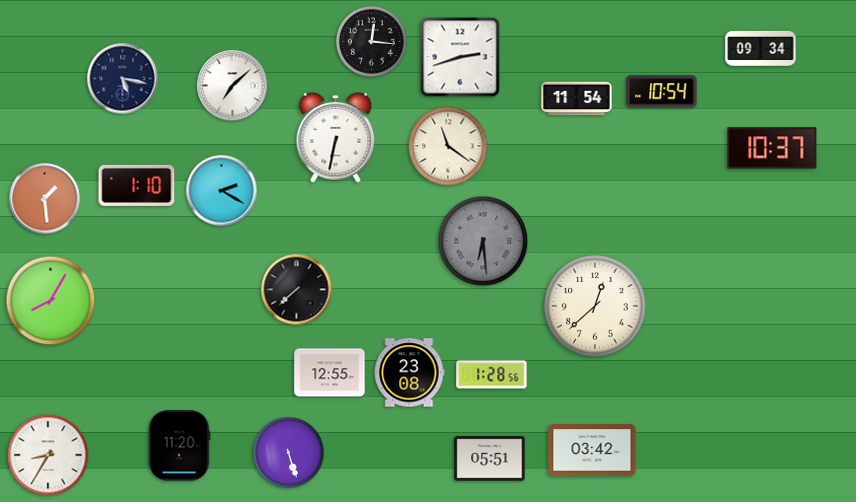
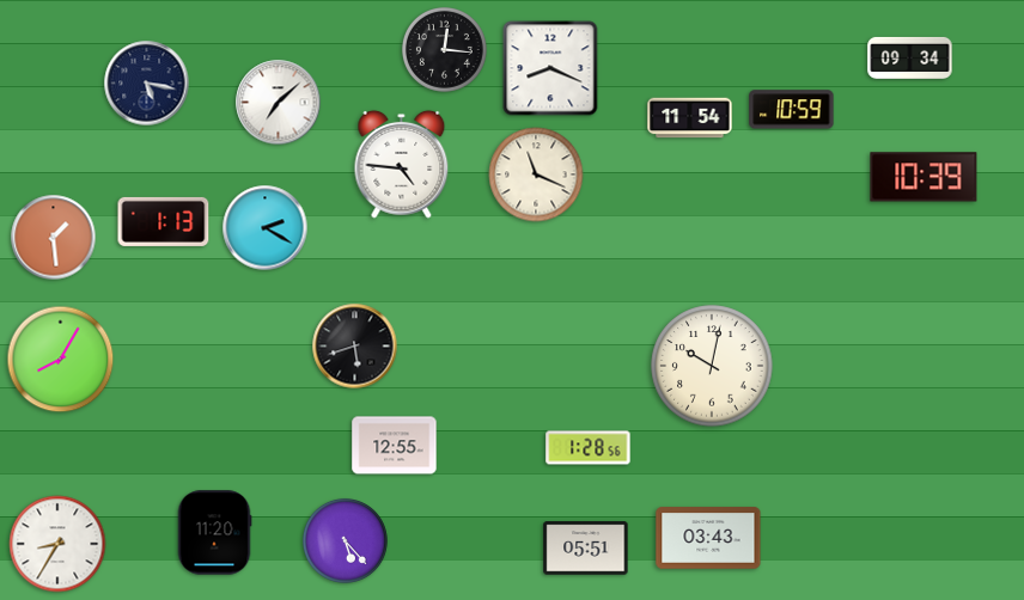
clock at (460, 57): 2:42 -> 8:19
clock at (123, 79) position: (123, 79) -> (147, 84)
clock at (662, 92): 10:54 -> 10:59
clock at (336, 137): 6:32 -> 4:46
clock at (448, 146): 11:21 -> 11:19
clock at (772, 148): 10:37 -> 10:39
clock at (137, 185): 1:10 -> 1:13
clock at (483, 241): 6:29 -> none
clock at (297, 290): 7:38 -> 5:42
clock at (595, 306): 12:38 -> 10:02
clock at (409, 373): 23:08 -> none
clock at (592, 450): 03:42 -> 03:43
clock at (289, 453): 5:27 -> 5:23
